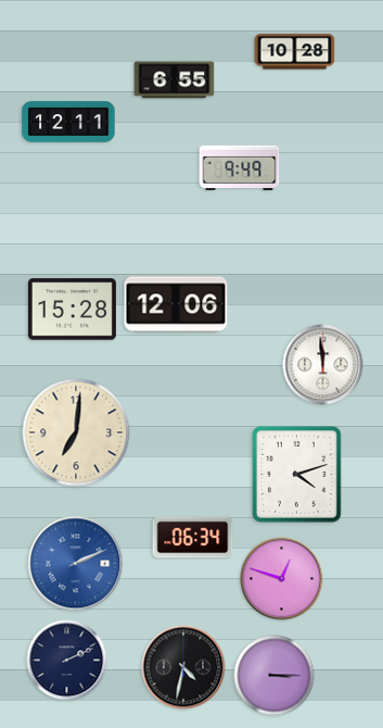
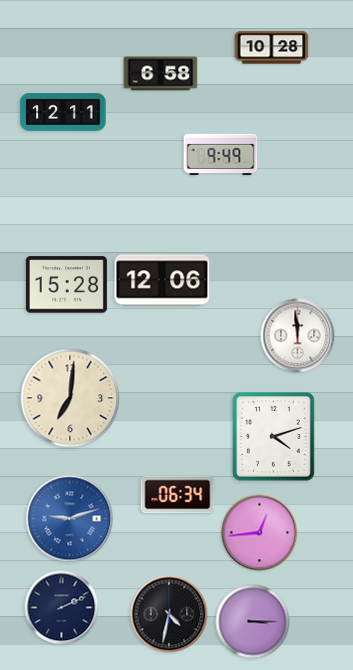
clock at (175, 80): 6:55 -> 6:58
clock at (76, 564): 2:11 -> 9:12
clock at (282, 579): 12:48 -> 12:44
